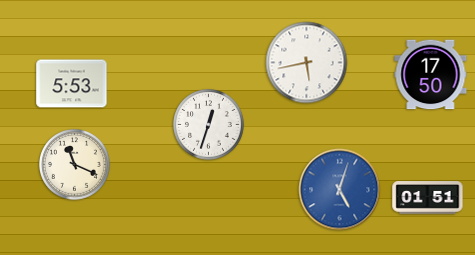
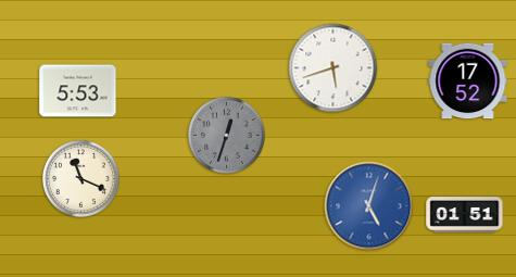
clock at (307, 63): 5:43 -> 5:42
clock at (431, 75): 17:50 -> 17:52
clock at (209, 125) dial: white -> grey
